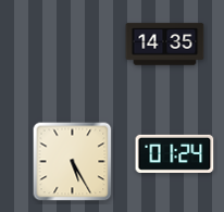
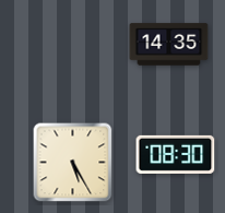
clock at (165, 45) position: (165, 45) -> (169, 45)
clock at (175, 153): 01:24 -> 08:30
